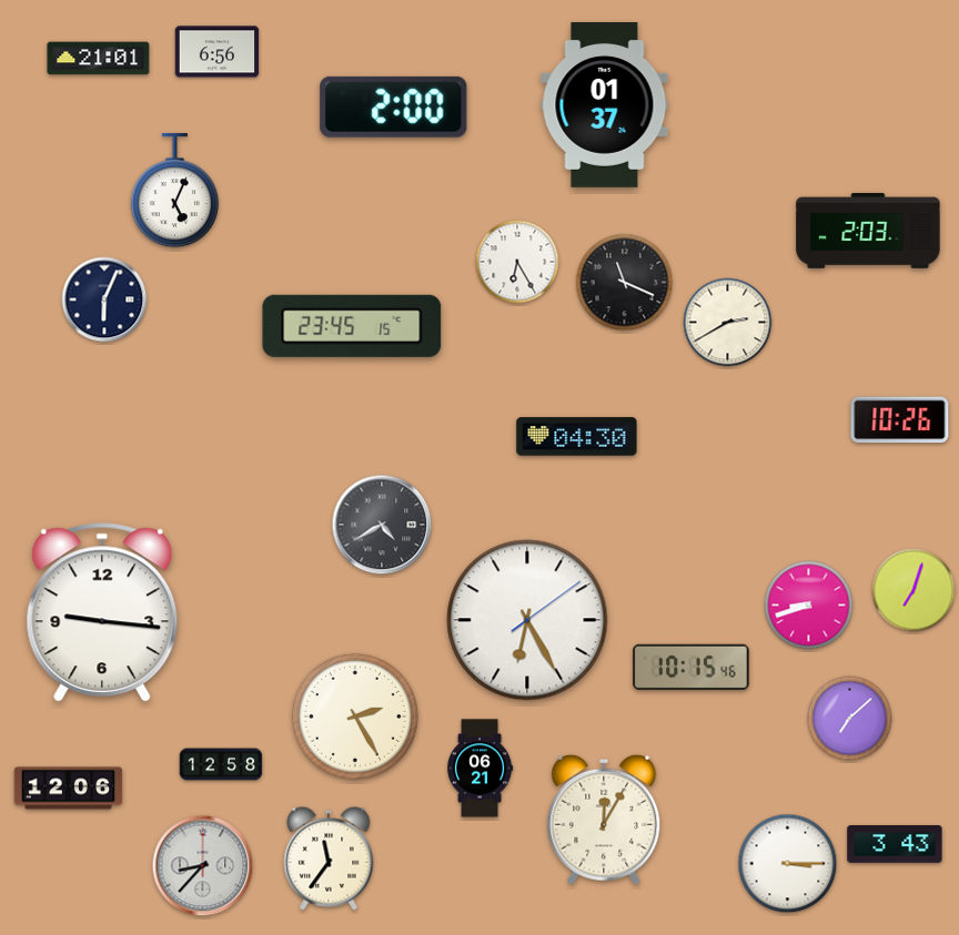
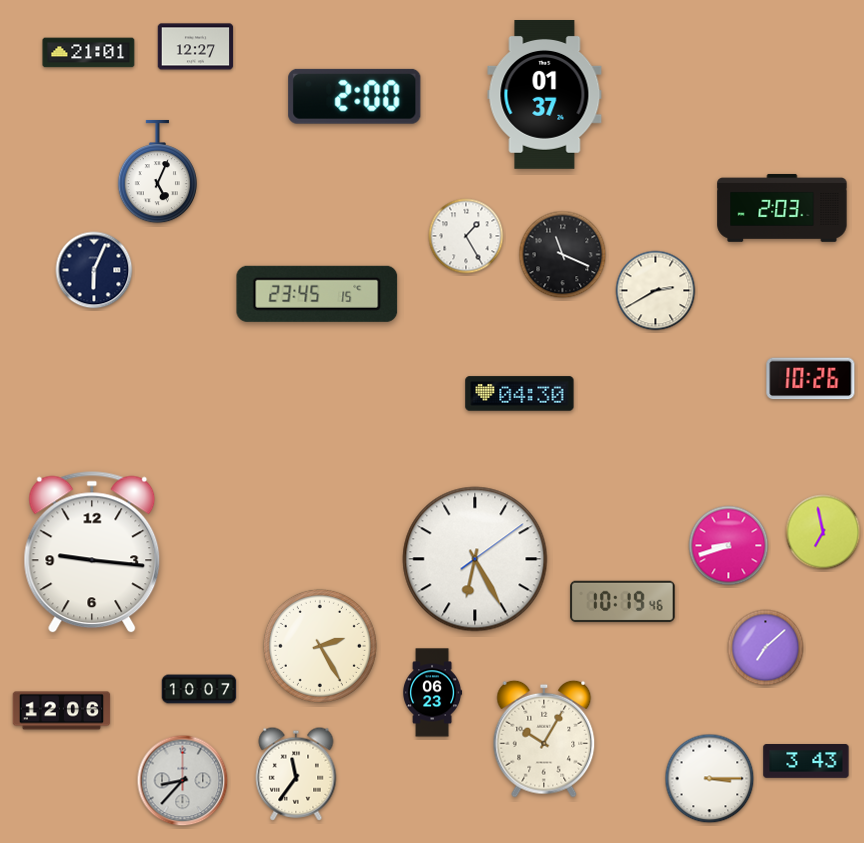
clock at (218, 52): 6:56 -> 12:27
clock at (517, 262): 6:25 -> 1:25
clock at (382, 525): 4:40 -> none
clock at (913, 590): 7:03 -> 6:58
clock at (692, 668): 10:15 -> 10:19
clock at (221, 764): 12:58 -> 10:07
clock at (481, 769): 06:21 -> 06:23
clock at (604, 820): 12:05 -> 10:05
